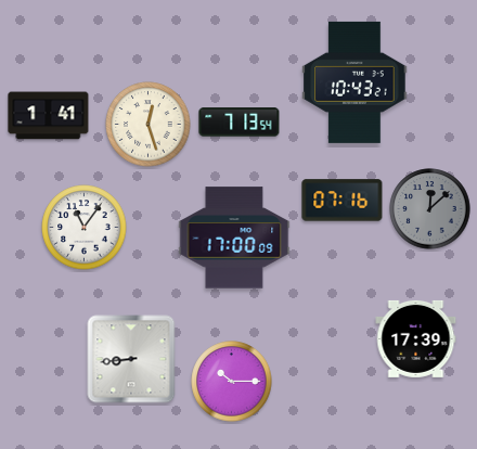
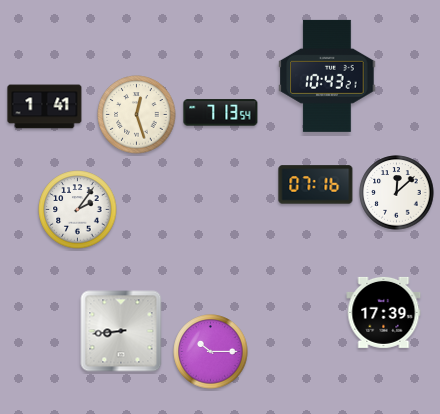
clock at (430, 209) dial: grey -> white
clock at (85, 228): 11:06 -> 2:06
clock at (234, 238): 17:00 -> none
clock at (232, 382) position: (232, 382) -> (211, 352)
